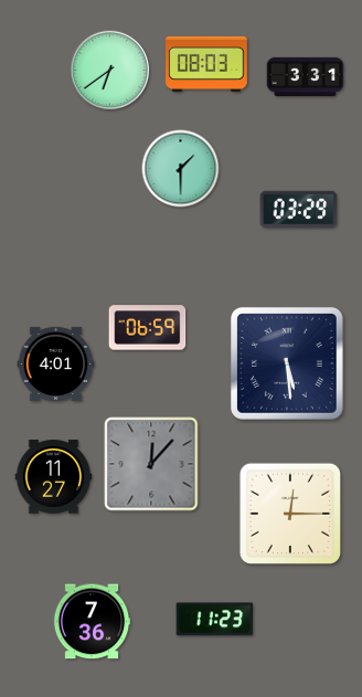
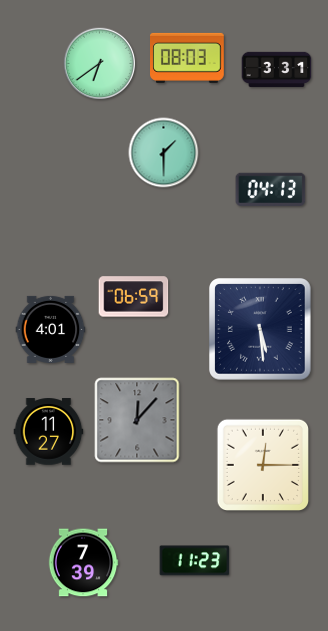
clock at (299, 209): 03:29 -> 04:13
clock at (92, 622): 7:36 -> 7:39
